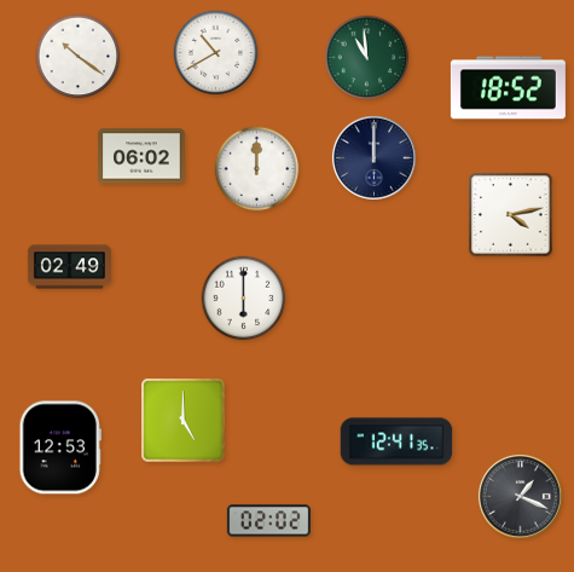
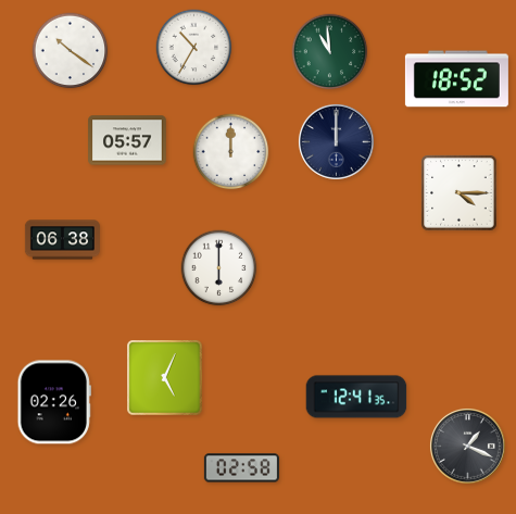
clock at (216, 53): 10:40 -> 10:35
clock at (141, 156): 06:02 -> 05:57
clock at (511, 215): 4:13 -> 4:15
clock at (69, 267): 02:49 -> 06:38
clock at (184, 421): 5:00 -> 5:04
clock at (60, 447): 12:53 -> 02:26
clock at (268, 521): 02:02 -> 02:58
